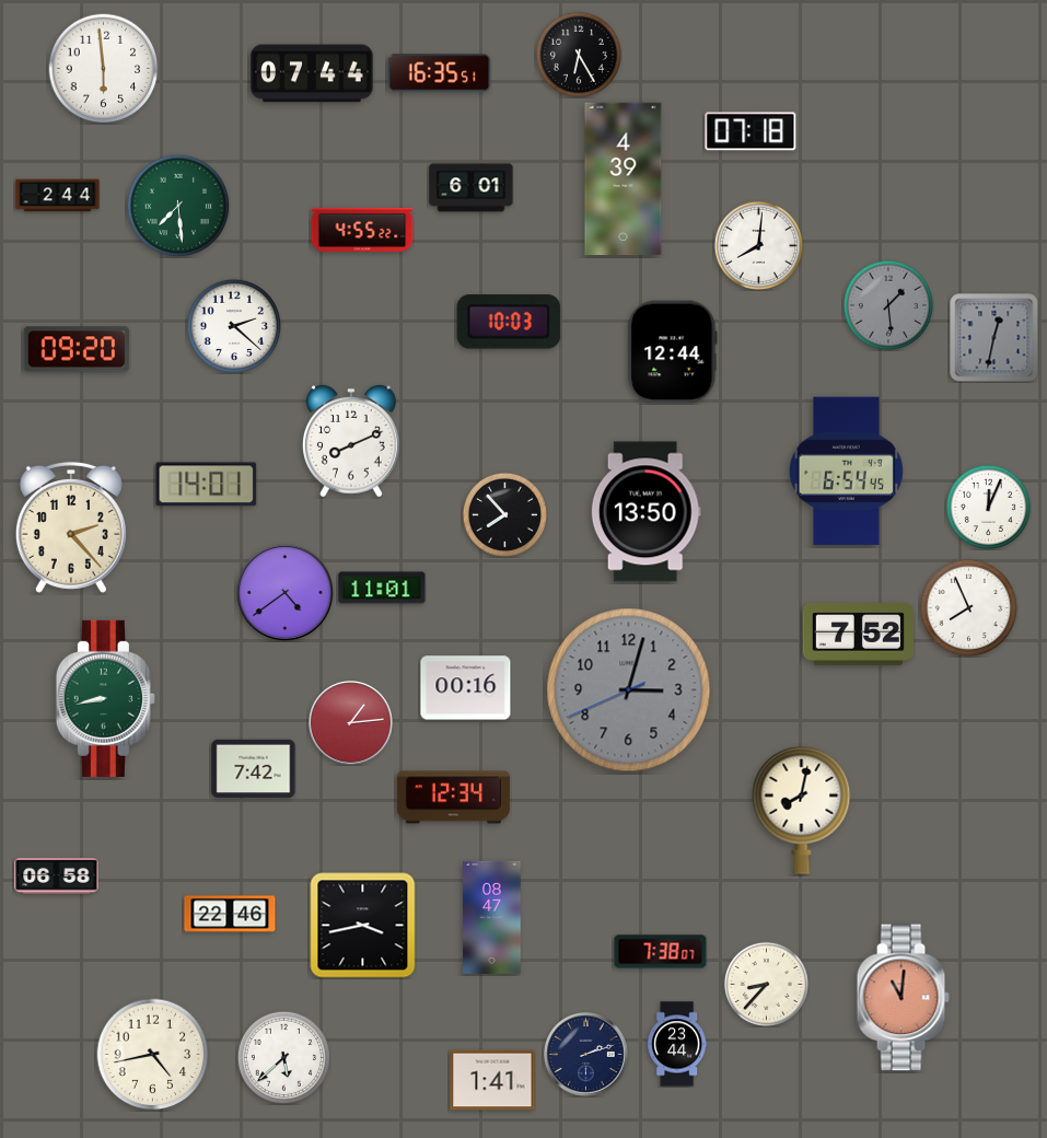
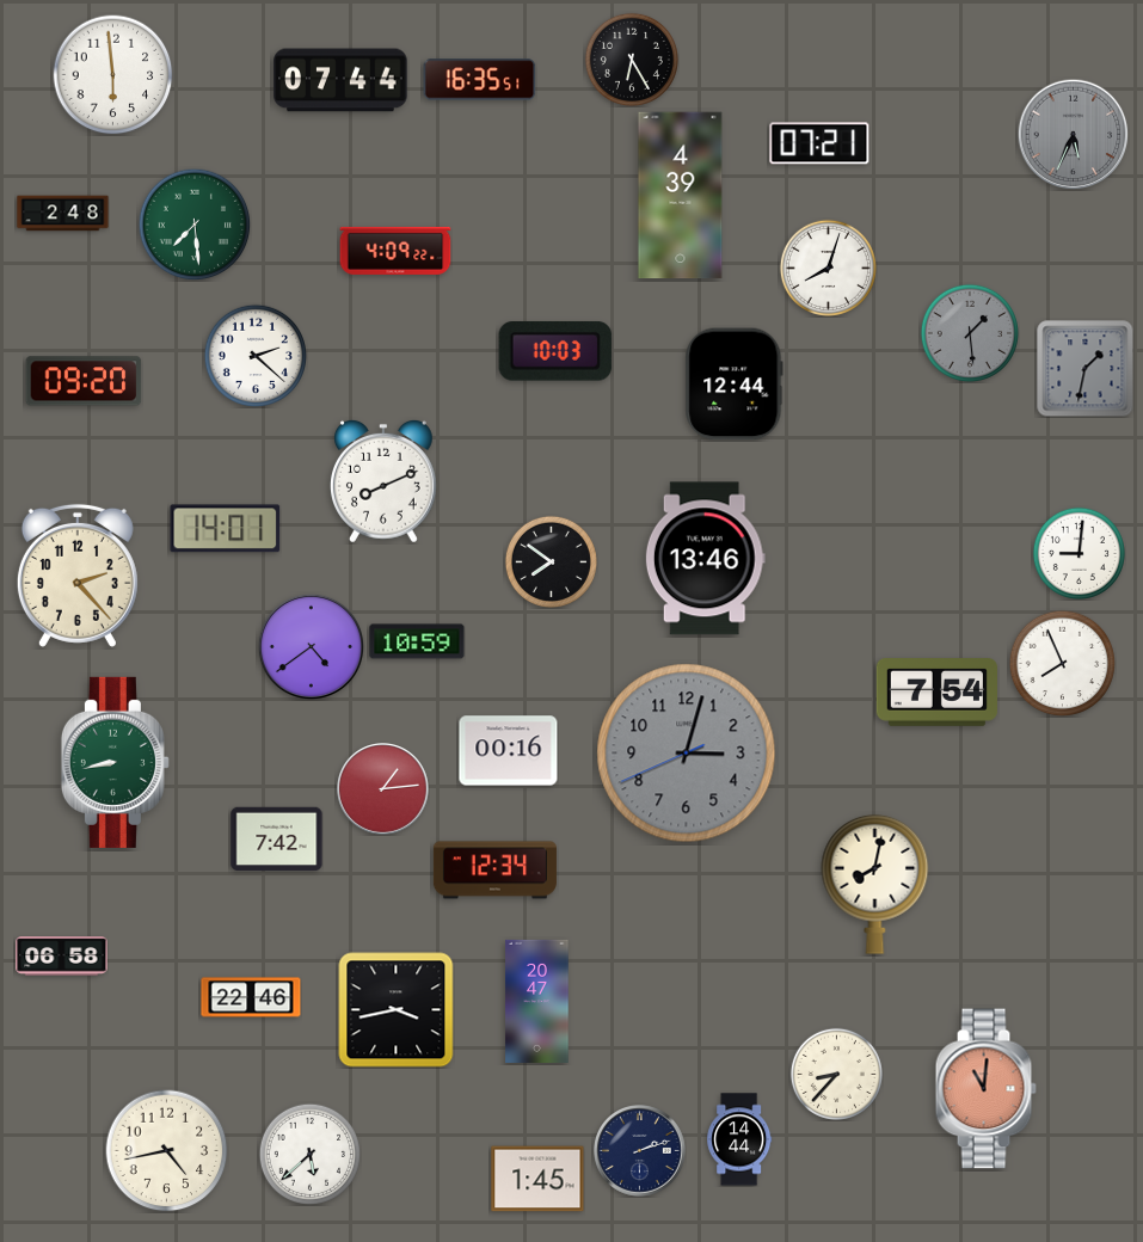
clock at (1073, 134): none -> 5:34
clock at (751, 131): 07:18 -> 07:21
clock at (472, 188): 6:01 -> none
clock at (58, 196): 2:44 -> 2:48
clock at (362, 230): 4:55 -> 4:09
clock at (758, 245): 8:01 -> 8:03
clock at (994, 338): 12:32 -> 1:32
clock at (846, 472): 6:54 -> none
clock at (988, 507): 12:04 -> 9:01
clock at (645, 512): 13:50 -> 13:46
clock at (504, 514): 7:53 -> 7:51
clock at (382, 588): 11:01 -> 10:59
clock at (968, 607) position: (968, 607) -> (1062, 663)
clock at (858, 635): 7:52 -> 7:54
clock at (492, 917): 08:47 -> 20:47
clock at (661, 952): 7:38 -> none
clock at (677, 1044): 23:44 -> 14:44
clock at (492, 1080): 1:41 -> 1:45
